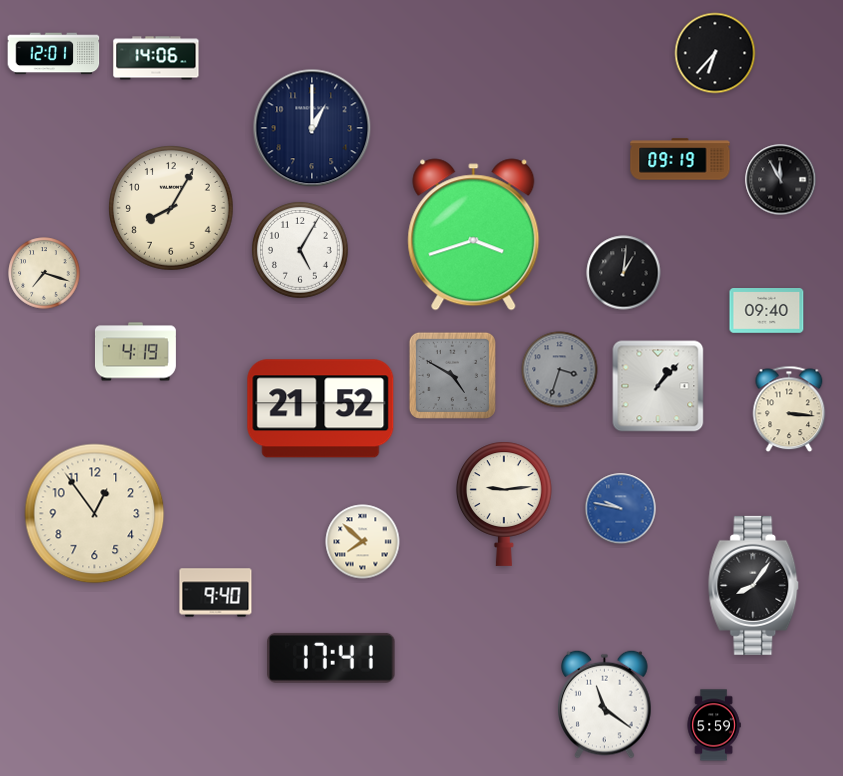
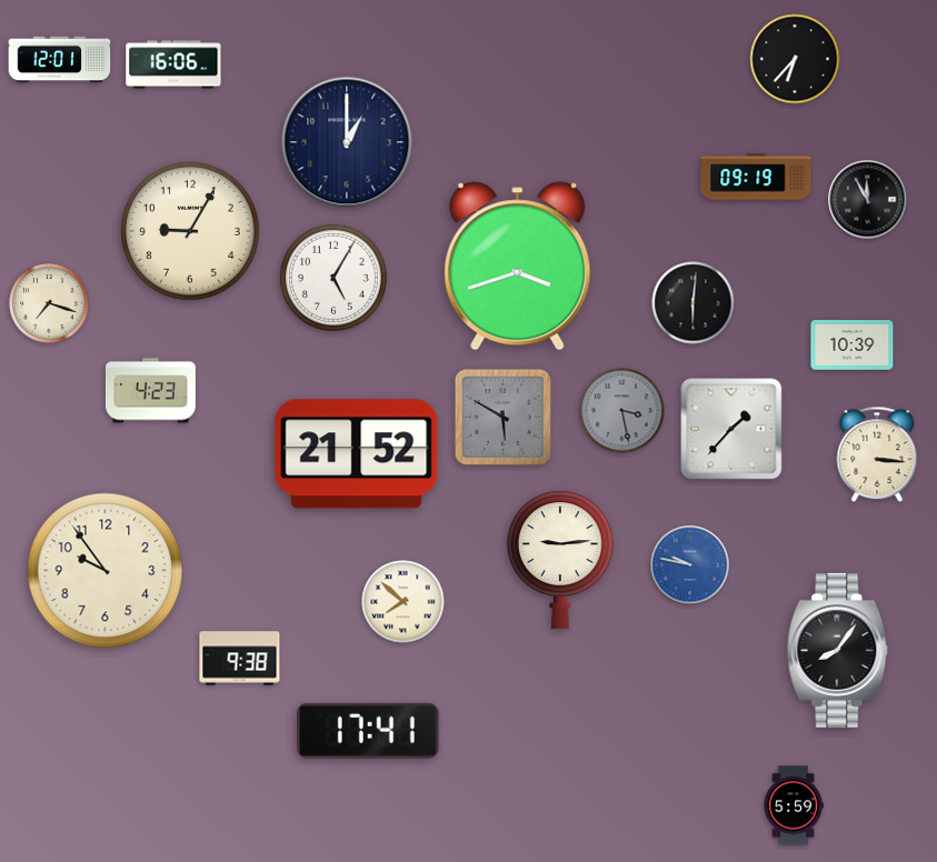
clock at (156, 58): 14:06 -> 16:06
clock at (172, 209): 8:05 -> 9:05
clock at (474, 235) position: (474, 235) -> (518, 267)
clock at (624, 273): 1:01 -> 6:01
clock at (767, 311): 09:40 -> 10:39
clock at (135, 352): 4:19 -> 4:23
clock at (560, 370): 3:33 -> 3:28
clock at (452, 375): 4:50 -> 5:50
clock at (658, 386): 1:07 -> 1:37
clock at (95, 514): 12:54 -> 9:54
clock at (216, 593): 9:40 -> 9:38
clock at (605, 704): 11:21 -> none
